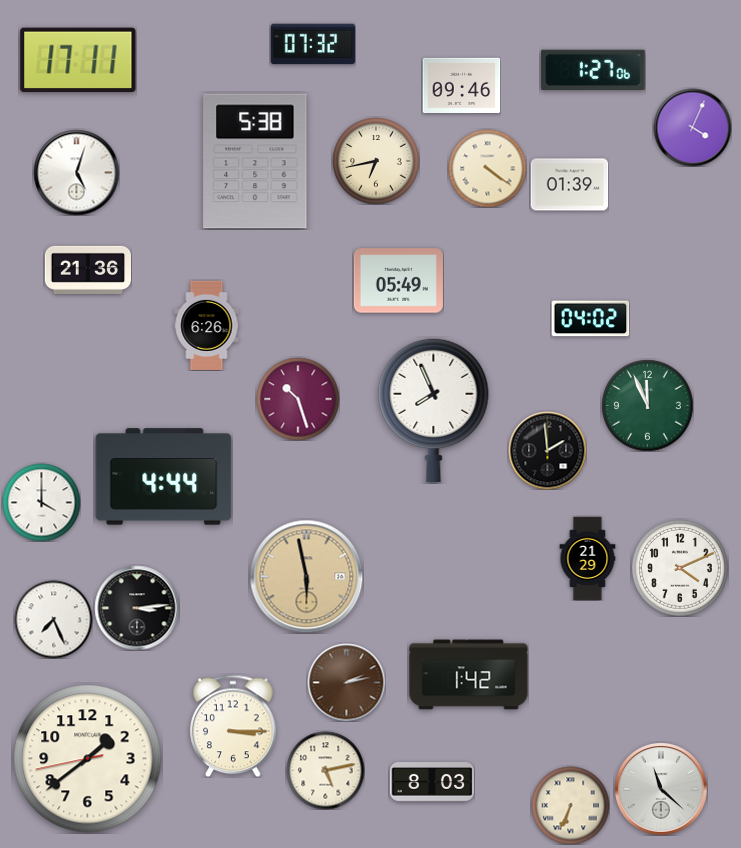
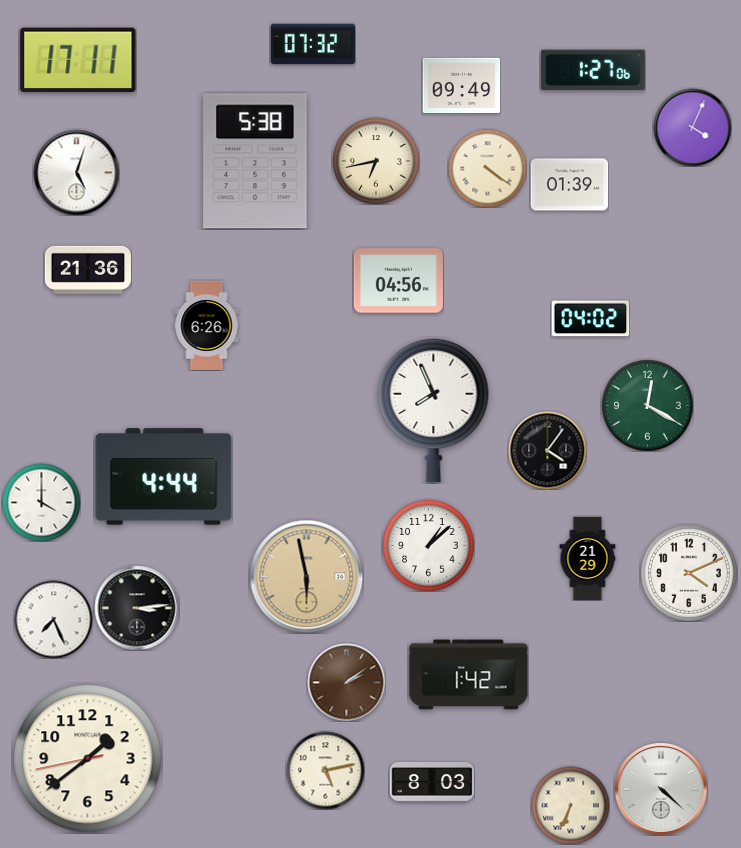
clock at (461, 85): 09:46 -> 09:49
clock at (398, 281): 05:49 -> 04:56
clock at (298, 399): 10:27 -> none
clock at (647, 405): 11:56 -> 12:20
clock at (547, 450): 1:59 -> 4:06
clock at (428, 545): none -> 1:08
clock at (680, 568) position: (680, 568) -> (689, 573)
clock at (346, 682): 2:13 -> 2:09
clock at (233, 726): 3:15 -> none
clock at (661, 789): 11:22 -> 4:22
